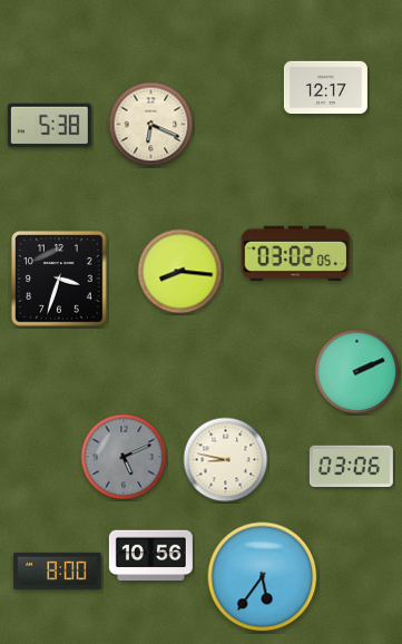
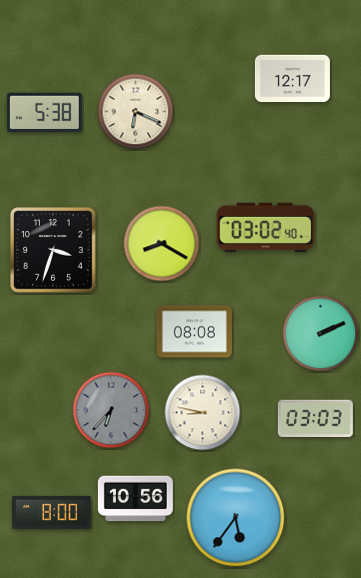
clock at (296, 254): 03:02:05 -> 03:02:40
clock at (180, 272): 8:16 -> 8:20
clock at (194, 332): none -> 08:08
clock at (124, 457): 5:11 -> 6:37
clock at (351, 466): 03:06 -> 03:03
